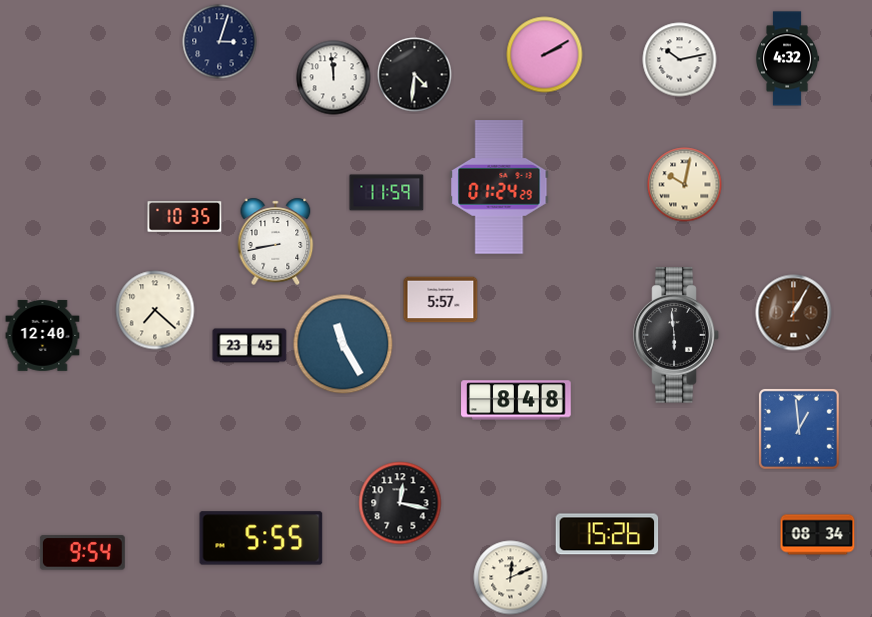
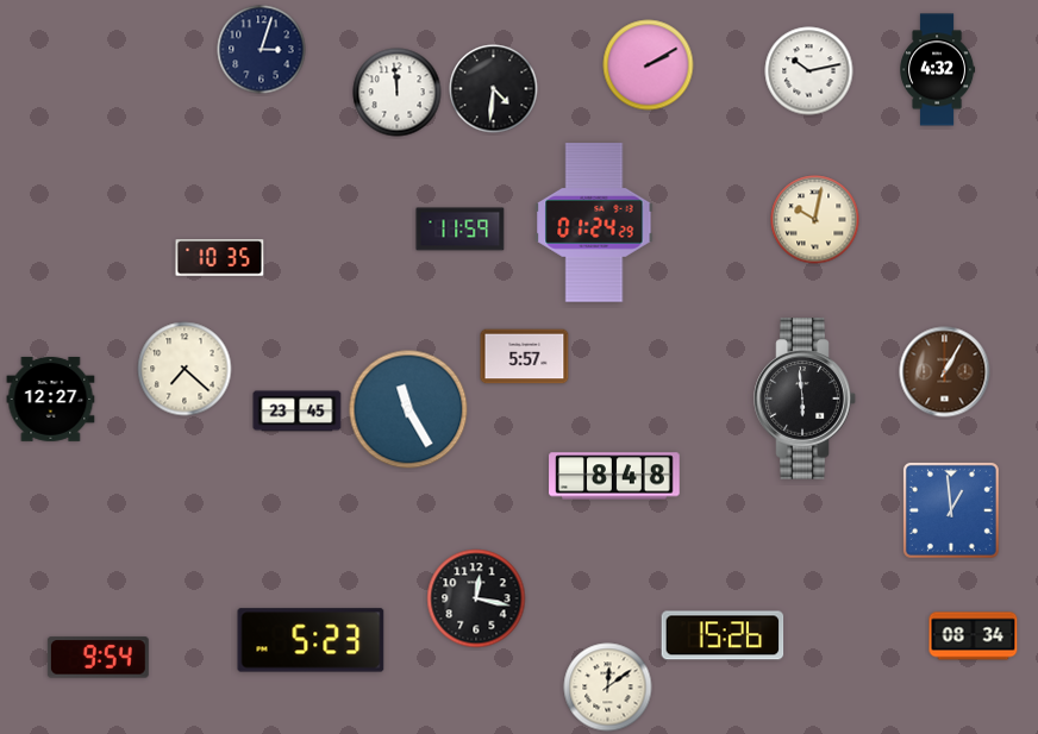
clock at (276, 241): 8:43 -> none
clock at (43, 335): 12:40 -> 12:27
clock at (261, 538): 5:55 -> 5:23
clock at (511, 578): 12:11 -> 12:09
